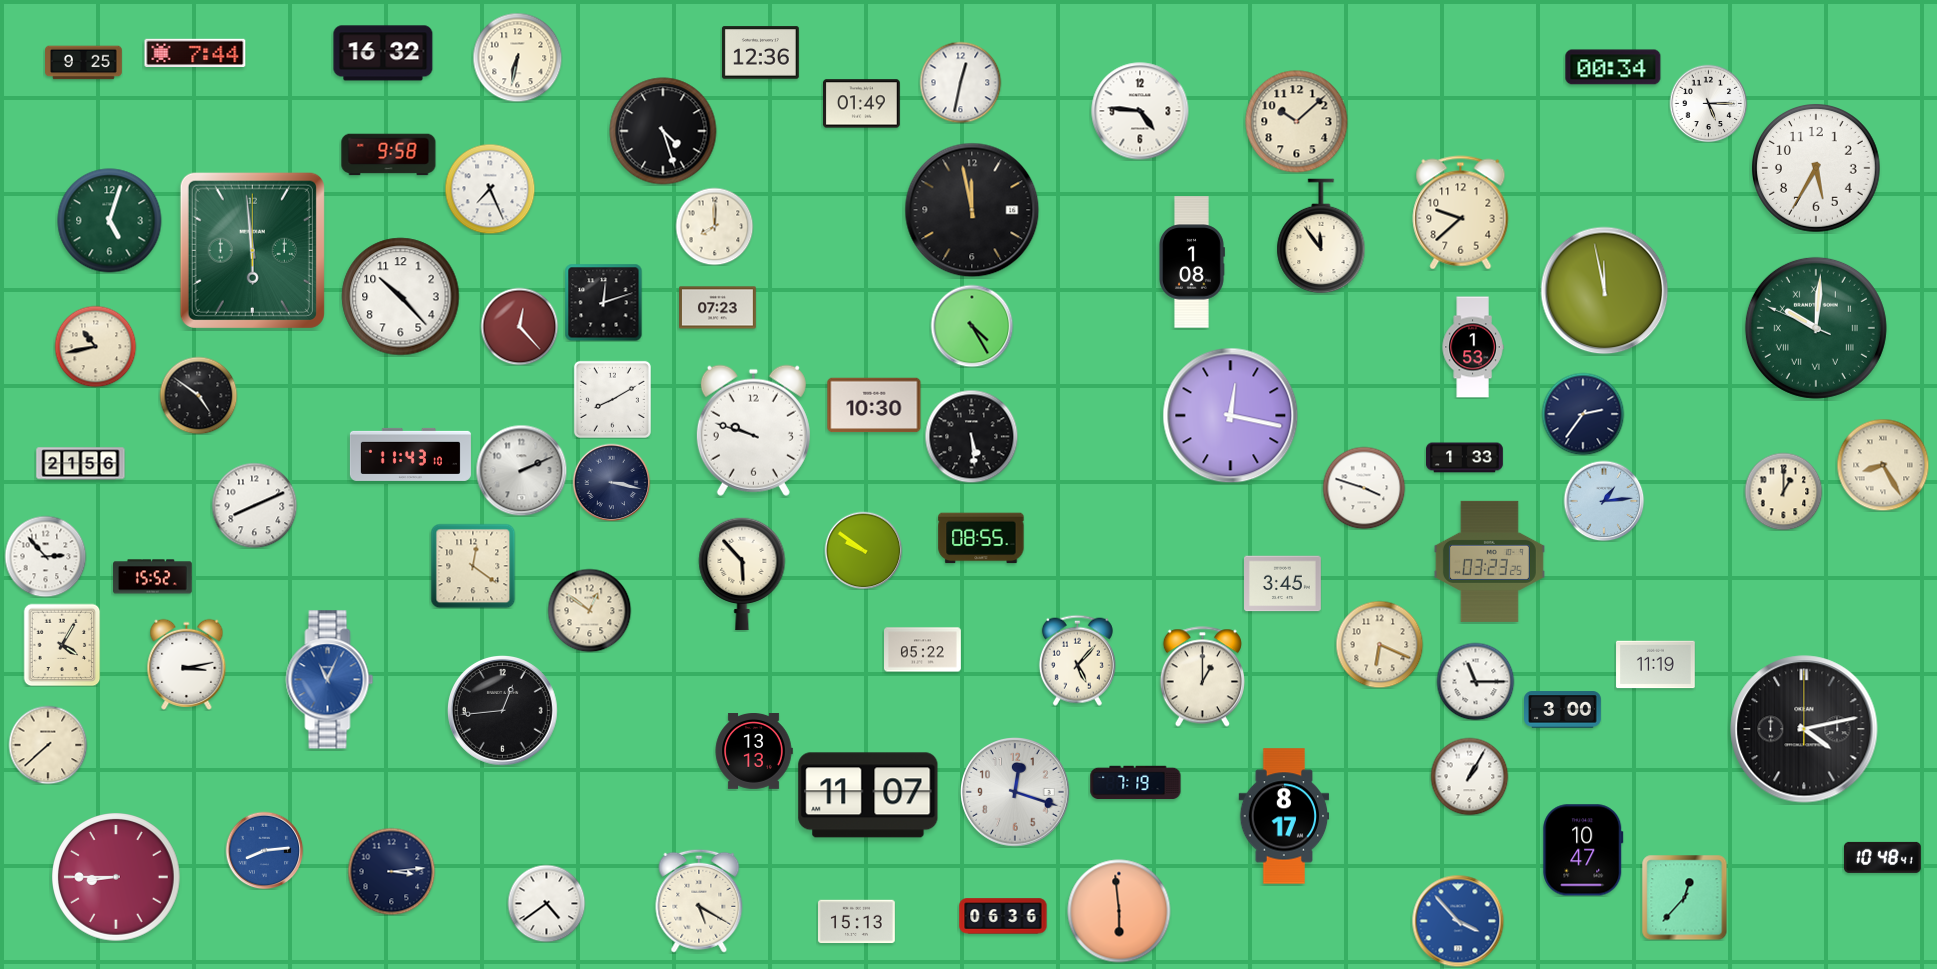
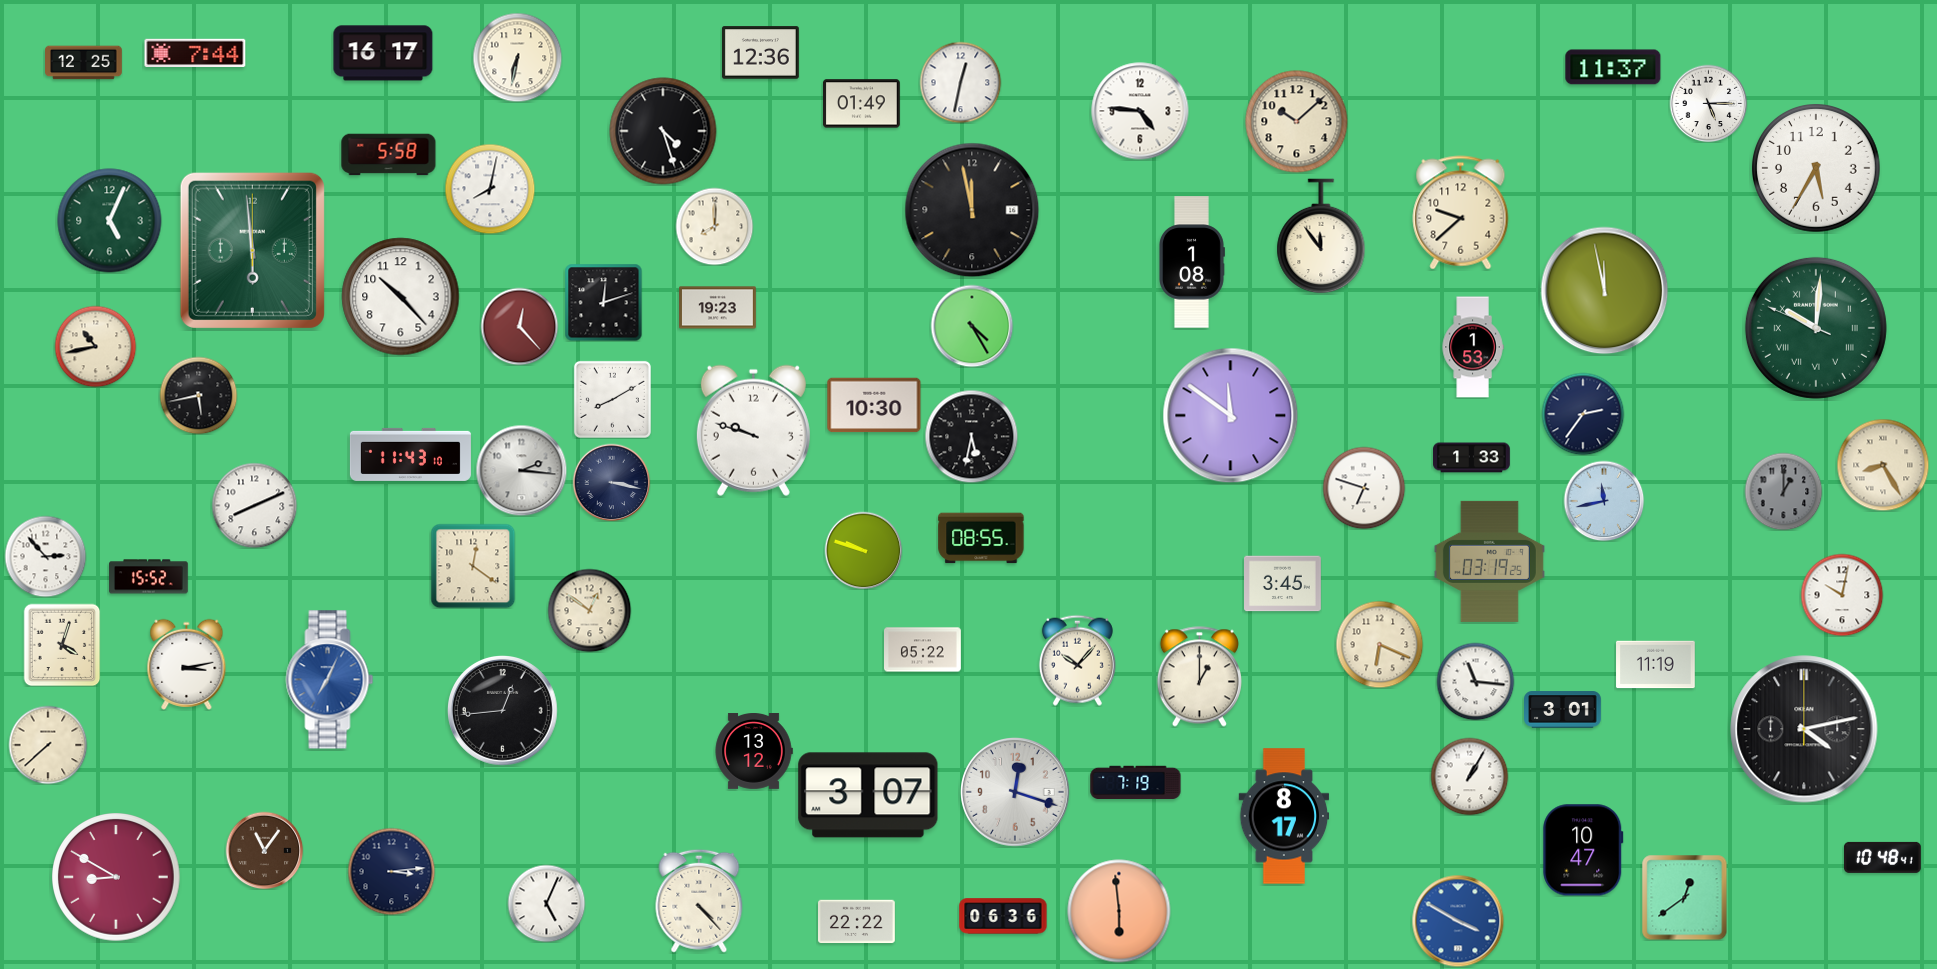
clock at (383, 53): 16:32 -> 16:17
clock at (84, 63): 9:25 -> 12:25
clock at (1613, 67): 00:34 -> 11:37
clock at (389, 155): 9:58 -> 5:58
clock at (490, 189): 7:26 -> 8:02
clock at (110, 221): 5:03 -> 5:04
clock at (718, 308): 07:23 -> 19:23
clock at (198, 395): 4:51 -> 5:43
clock at (1231, 416): 12:17 -> 11:51
clock at (971, 436): 5:29 -> 5:32
clock at (1465, 458) position: (1465, 458) -> (1472, 458)
clock at (81, 464): 21:56 -> none
clock at (521, 470): 2:11 -> 2:16
clock at (1364, 488): 3:48 -> 6:48
clock at (1783, 491) dial: cream -> grey
clock at (1604, 501): 1:14 -> 11:43
clock at (863, 550): 9:51 -> 9:48
clock at (1489, 561): 03:23 -> 03:19
clock at (742, 574): 5:53 -> none
clock at (153, 577) position: (153, 577) -> (149, 577)
clock at (1842, 595): none -> 10:02
clock at (62, 645): 4:05 -> 4:03
clock at (1077, 660): 5:07 -> 10:07
clock at (1202, 677) position: (1202, 677) -> (1199, 677)
clock at (330, 680): 11:04 -> 7:04
clock at (1475, 681): 11:15 -> 11:16
clock at (1563, 710): 3:00 -> 3:01
clock at (754, 752): 13:13 -> 13:12
clock at (868, 795): 11:07 -> 3:07
clock at (264, 850): 8:14 -> 11:06
clock at (264, 850) dial: blue -> brown
clock at (117, 878): 8:45 -> 8:50
clock at (1684, 897): 12:37 -> 12:39
clock at (699, 901): 5:20 -> 4:23
clock at (546, 903): 4:39 -> 5:04
clock at (1458, 921): 3:53 -> 3:50
clock at (857, 922): 15:13 -> 22:22
